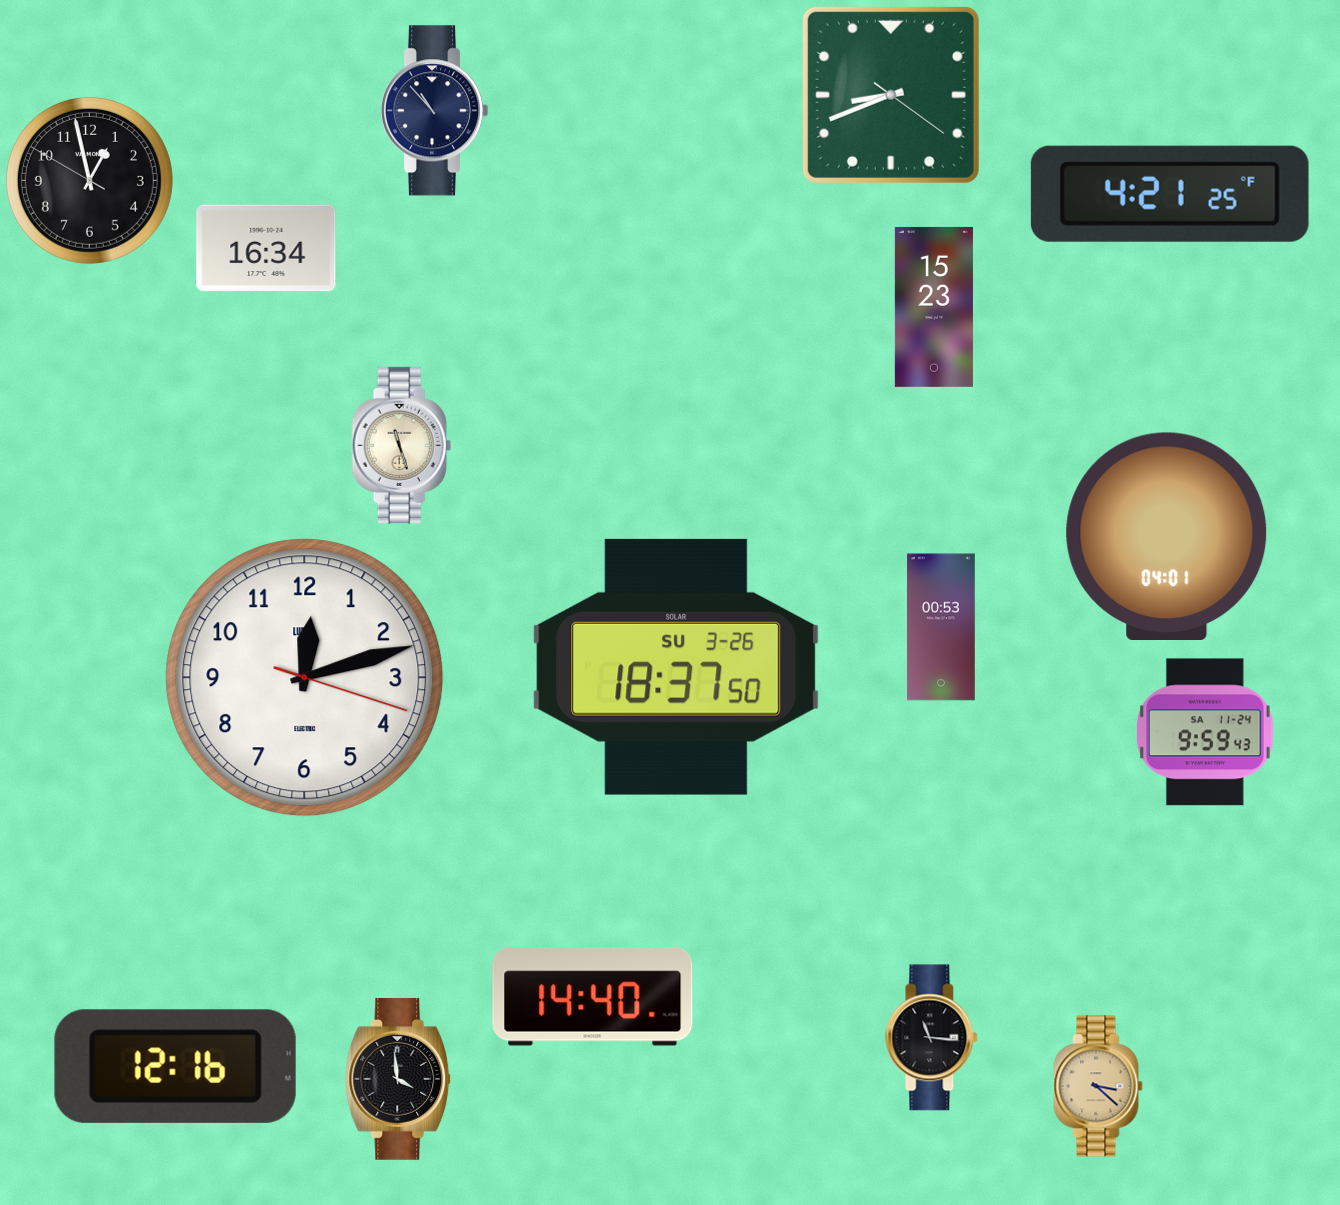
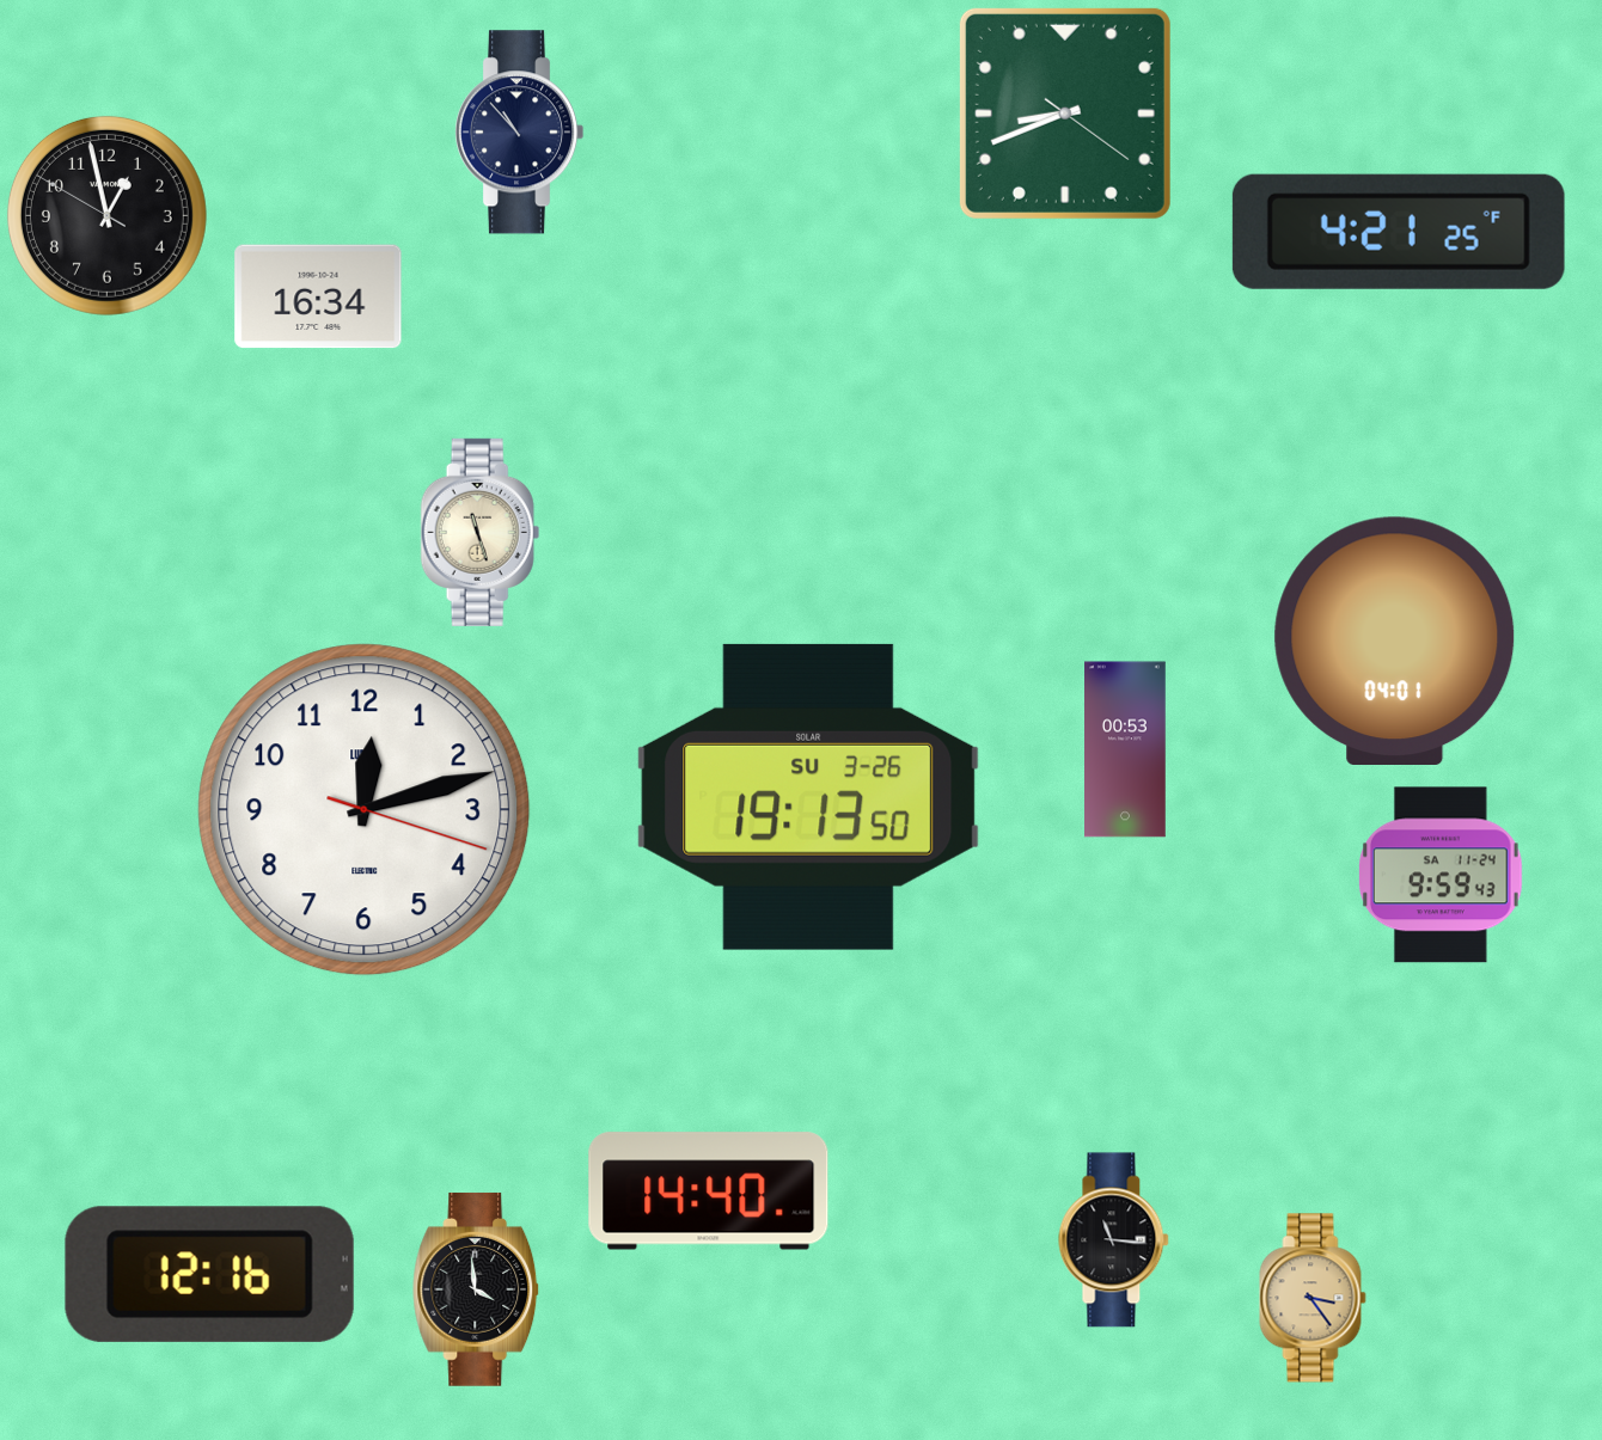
clock at (934, 307): 15:23 -> none
clock at (676, 667): 18:37 -> 19:13
clock at (1098, 1086): 3:22 -> 3:24
